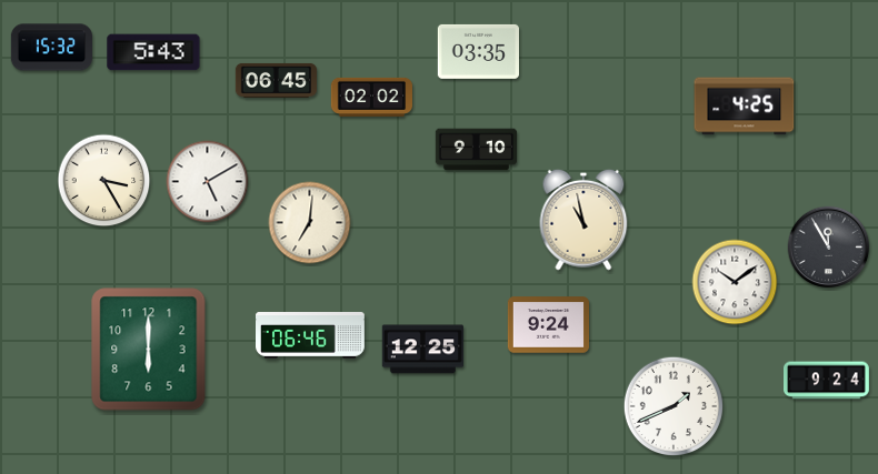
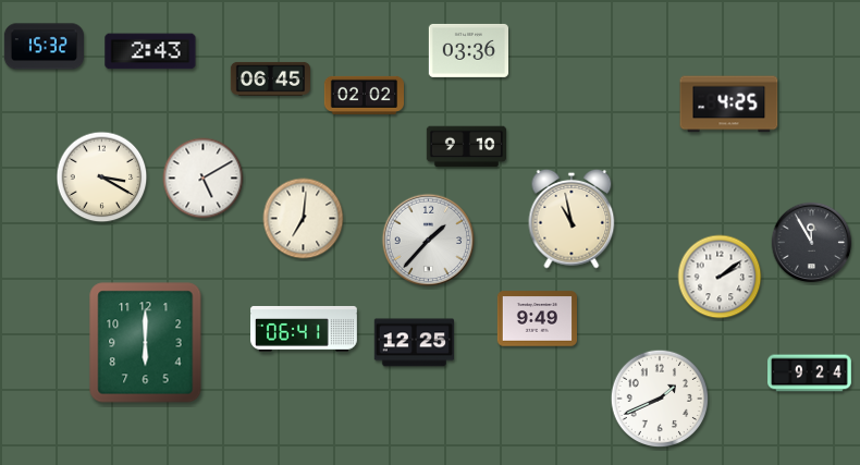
clock at (51, 48) position: (51, 48) -> (44, 47)
clock at (478, 51): 03:35 -> 03:36
clock at (153, 52): 5:43 -> 2:43
clock at (104, 181): 3:25 -> 3:20
clock at (583, 220) position: (583, 220) -> (572, 219)
clock at (429, 241): none -> 1:37
clock at (735, 282): 10:09 -> 2:09
clock at (548, 325): 9:24 -> 9:49
clock at (311, 336): 06:46 -> 06:41
